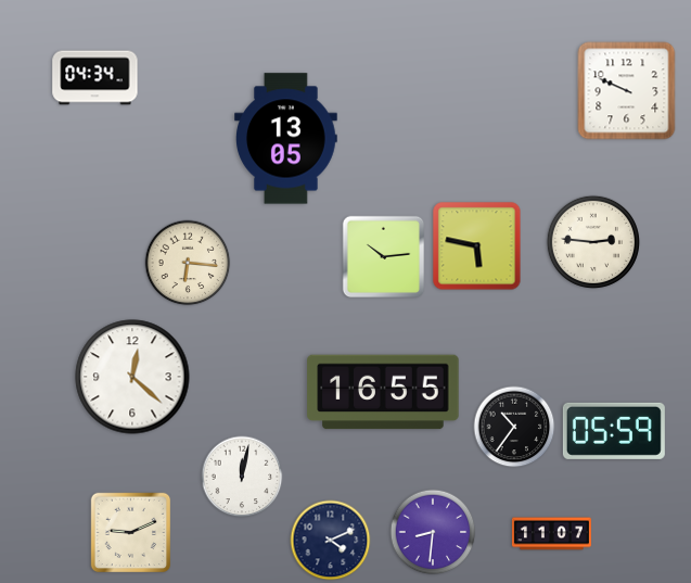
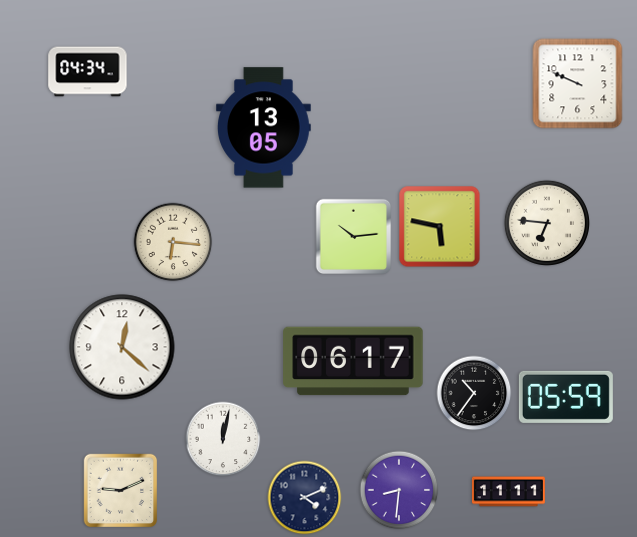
clock at (593, 242): 2:46 -> 6:46
clock at (383, 392): 16:55 -> 06:17
clock at (551, 534): 11:07 -> 11:11
